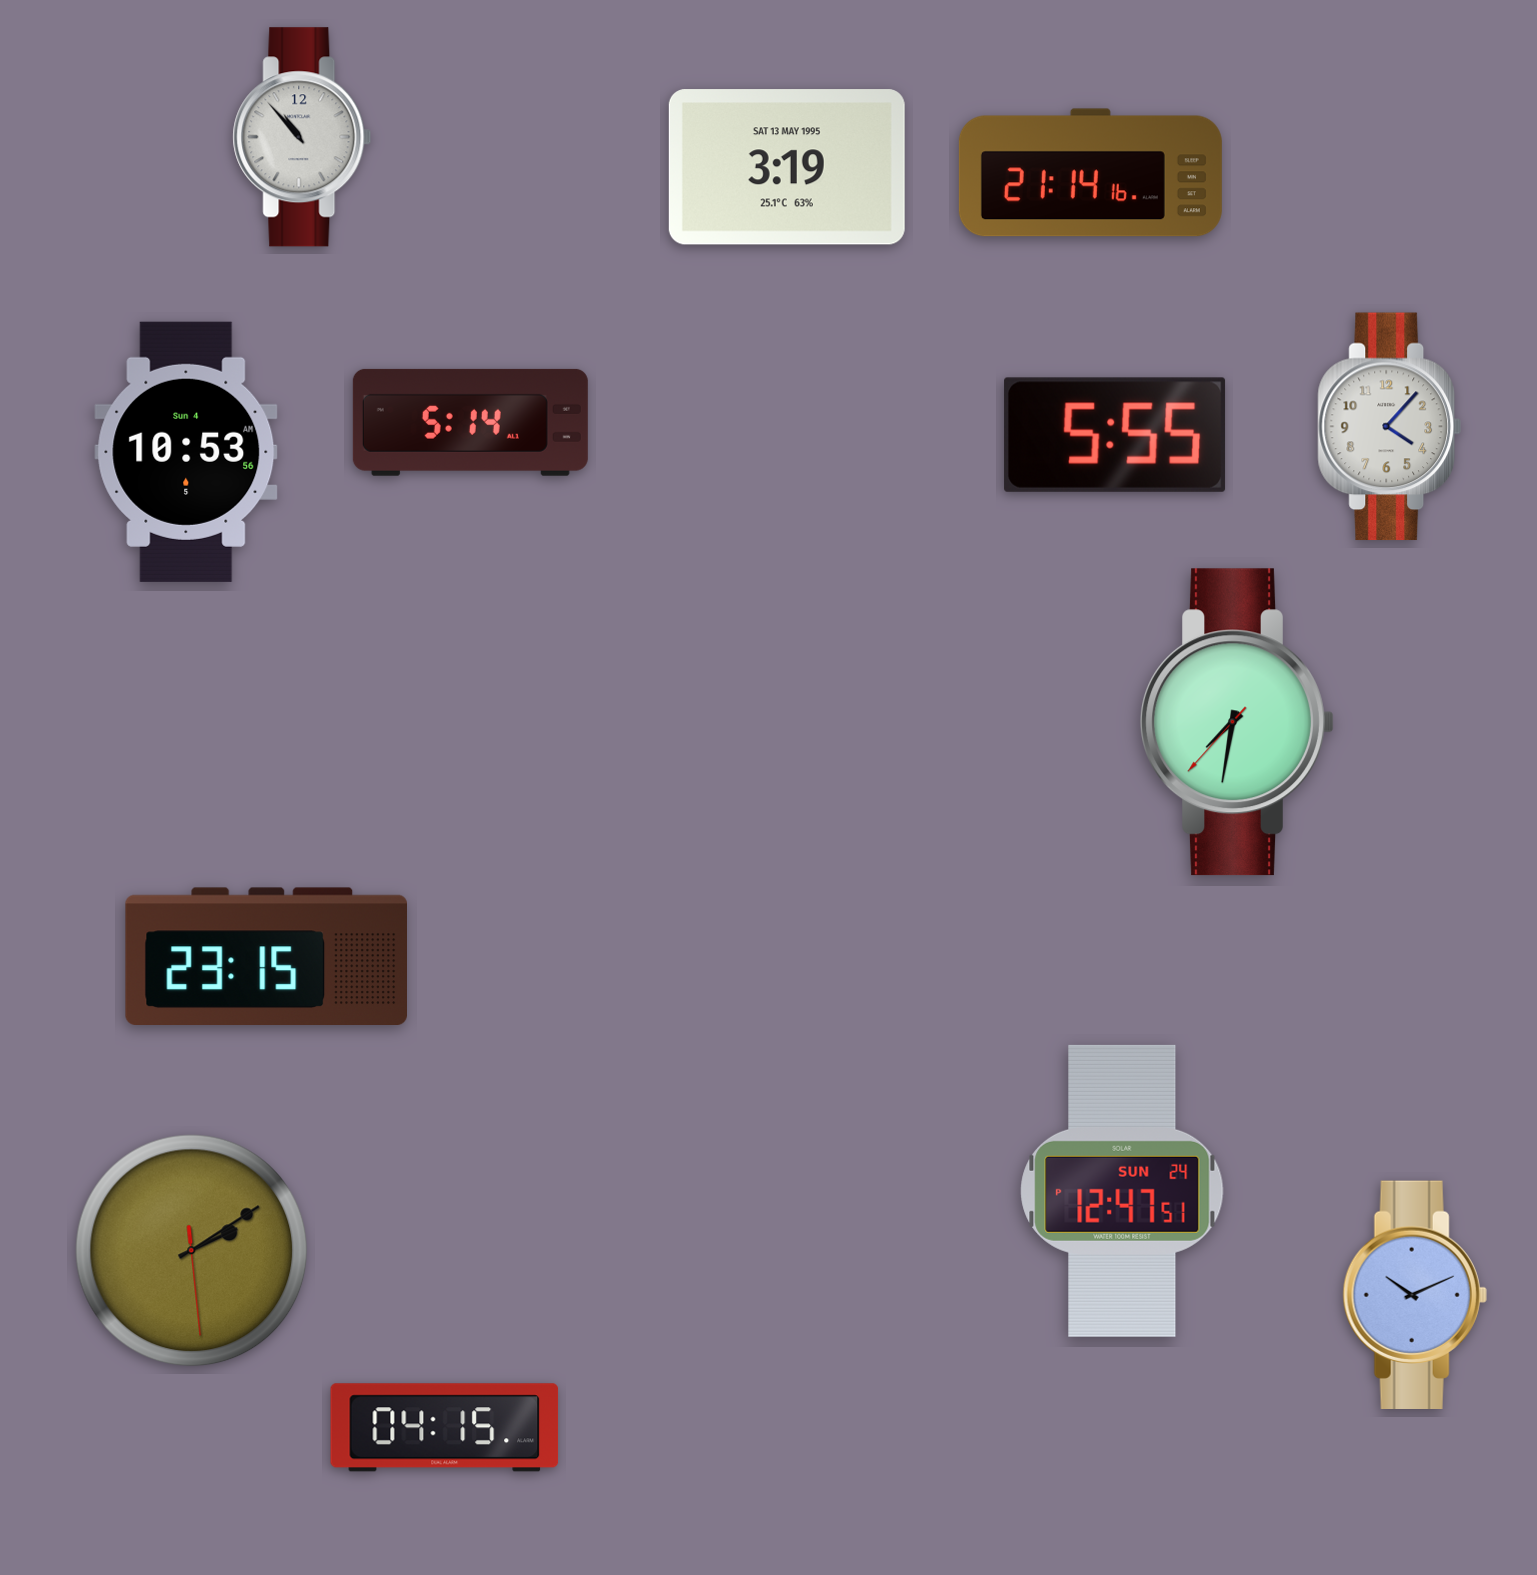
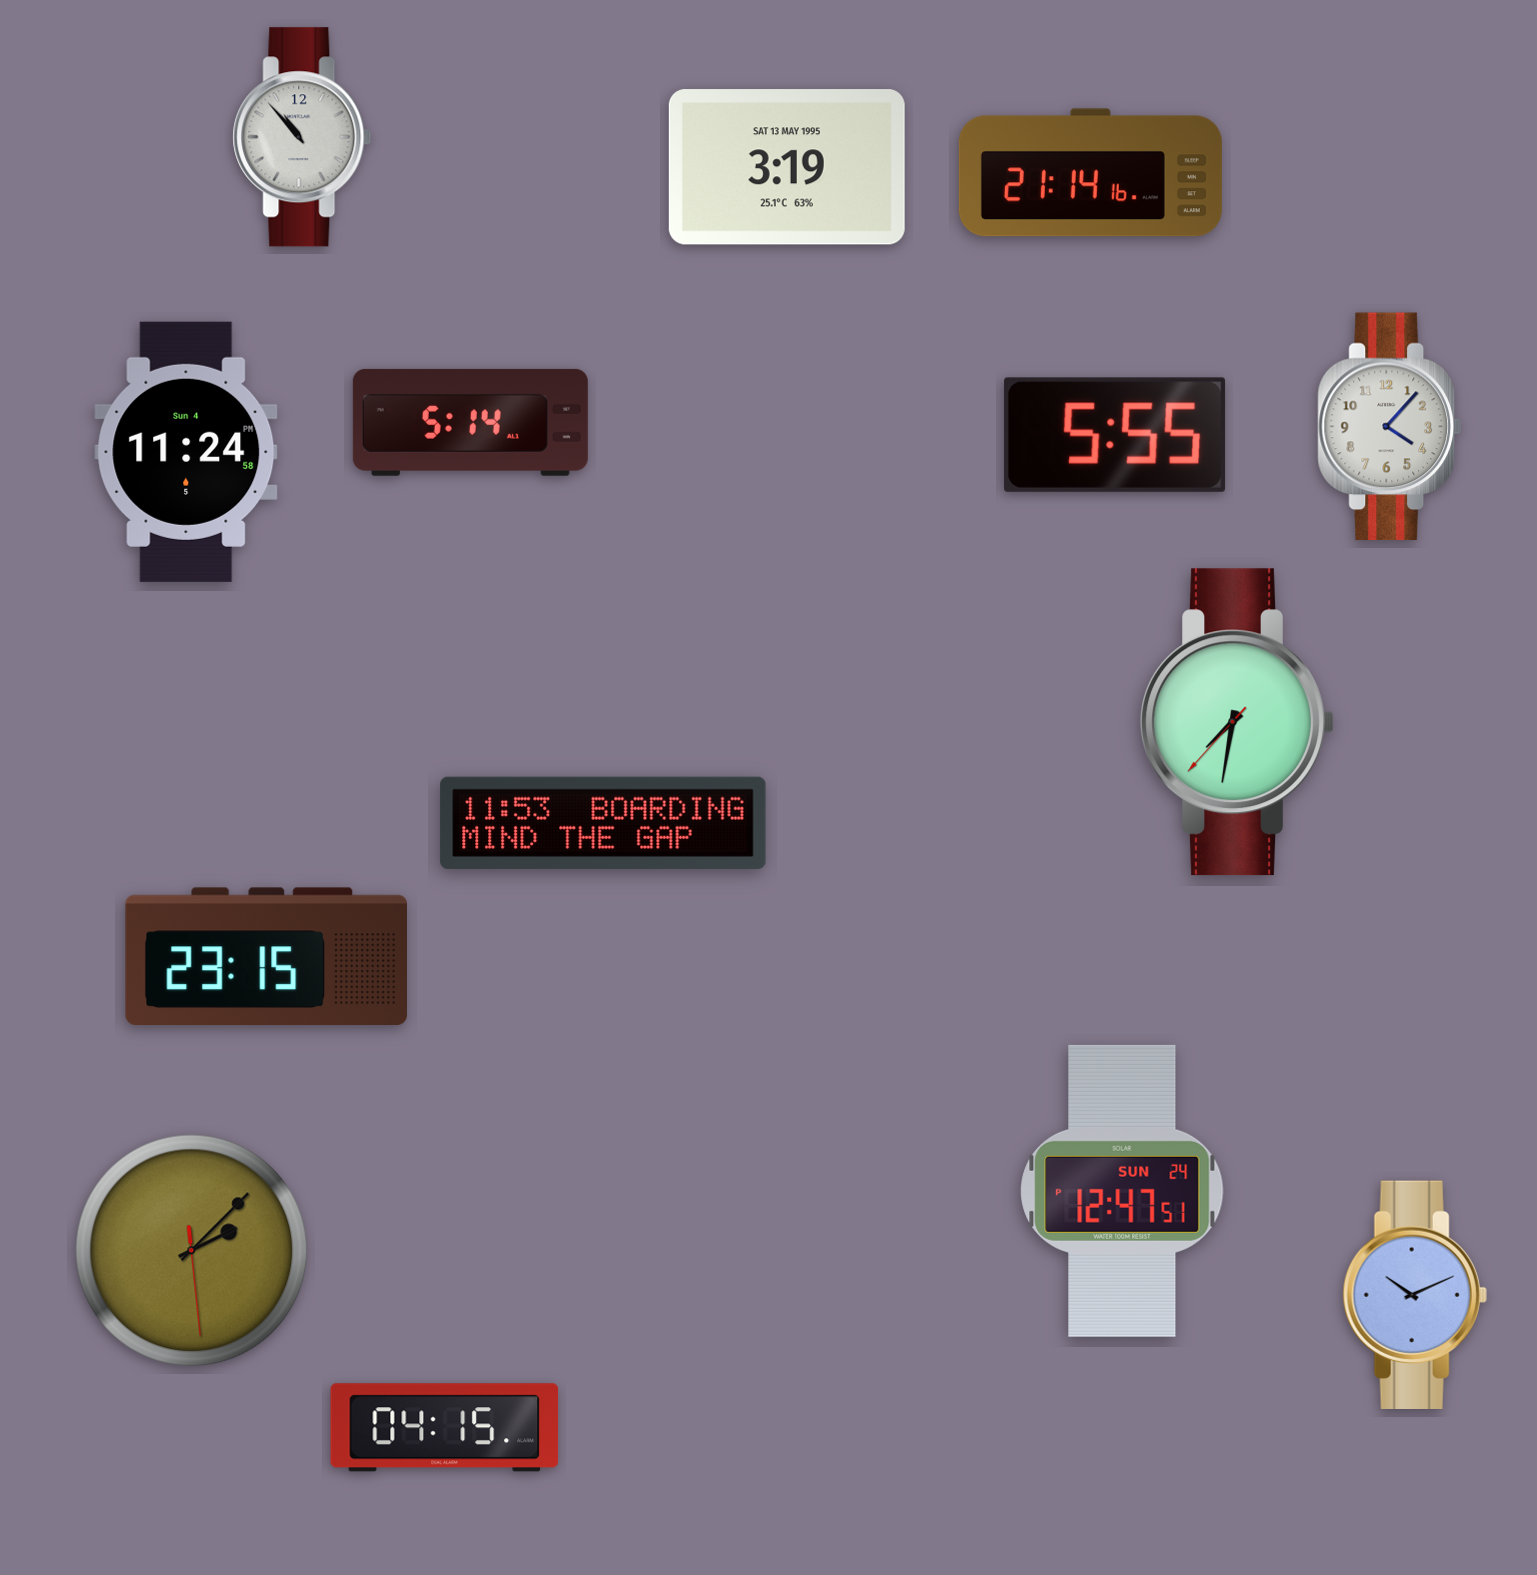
clock at (186, 452): 10:53 -> 11:24
clock at (603, 823): none -> 11:53
clock at (192, 1251): 2:09 -> 2:07
